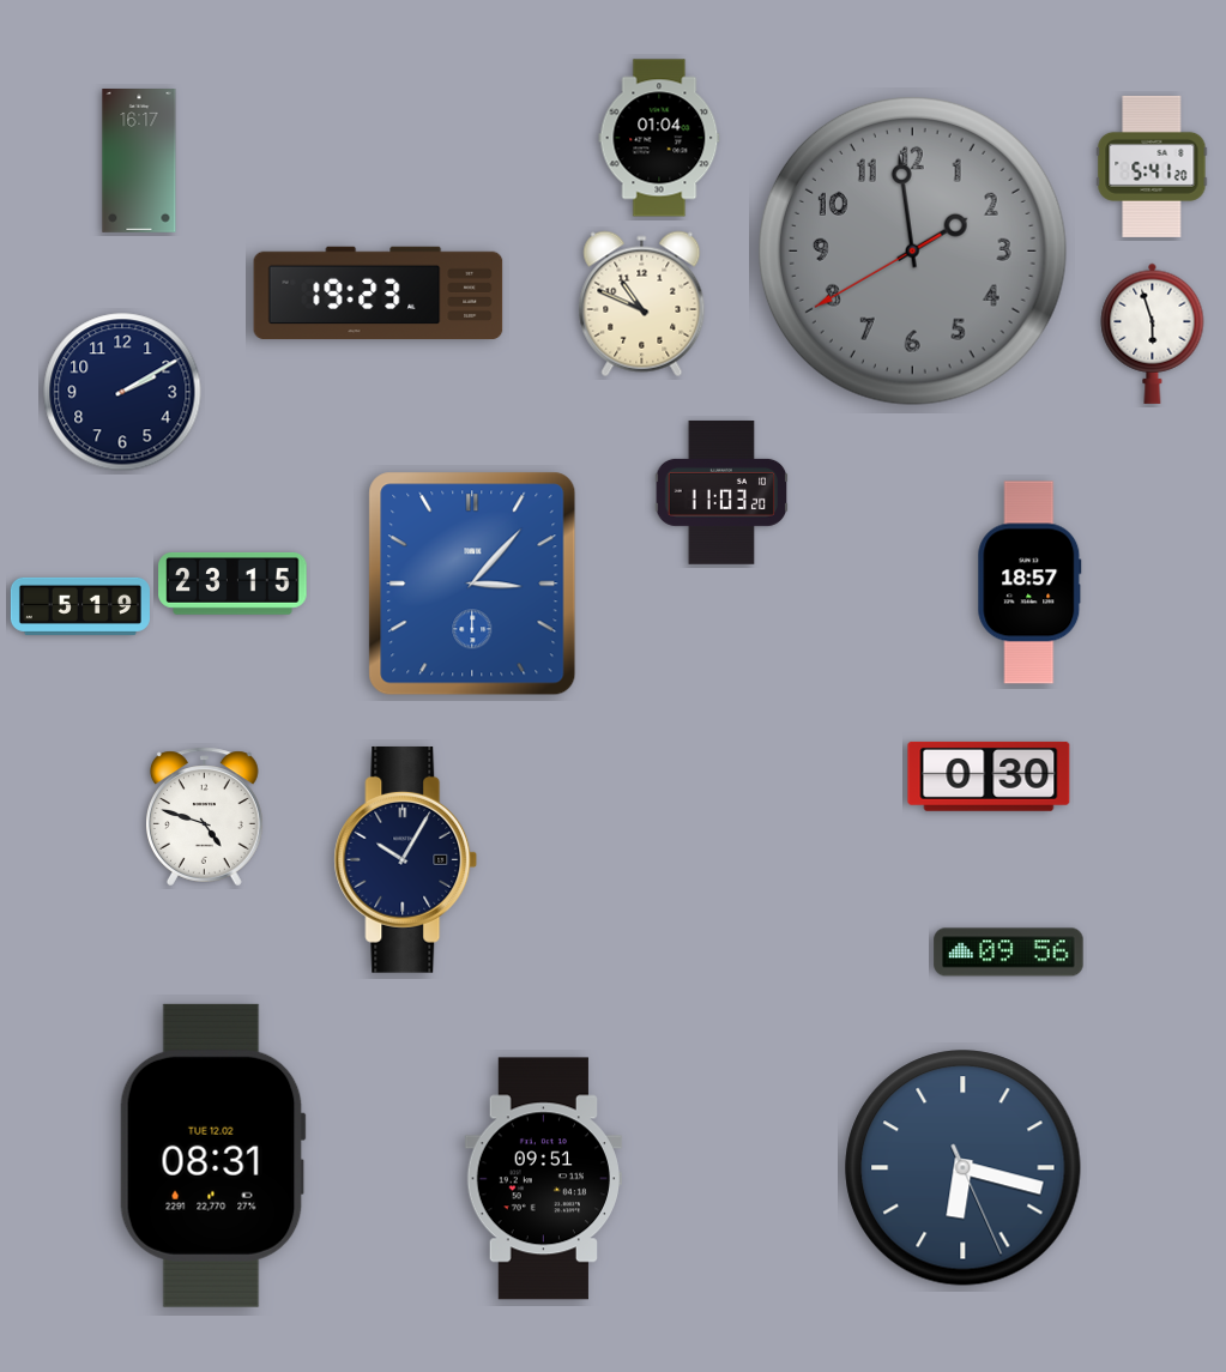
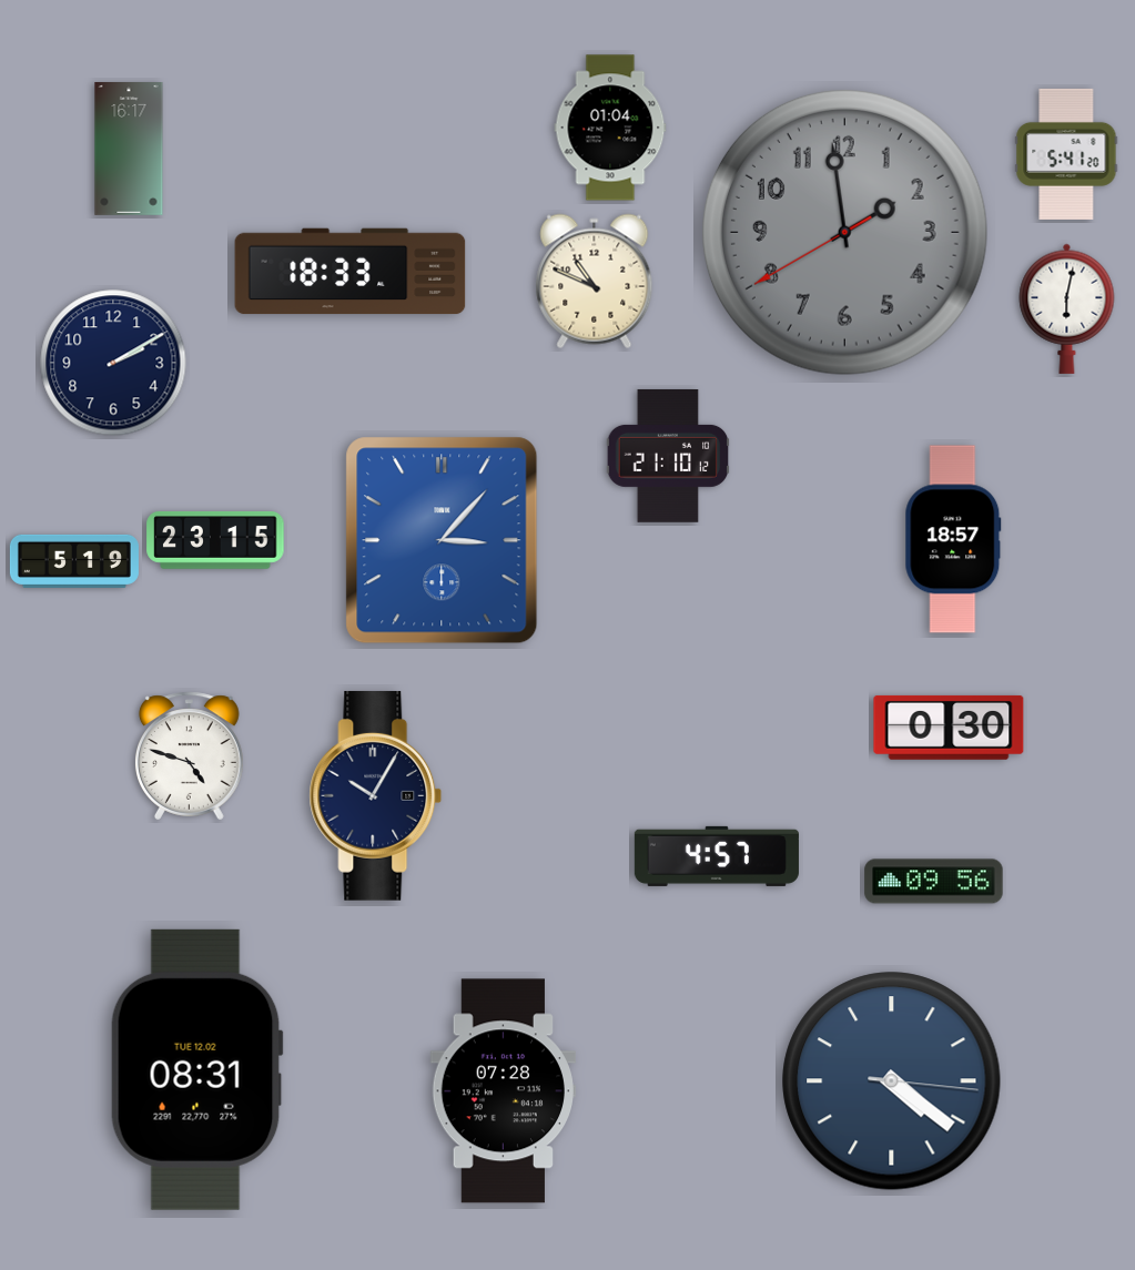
clock at (379, 294): 19:23 -> 18:33
clock at (1153, 333): 5:57 -> 6:02
clock at (721, 492): 11:03 -> 21:10
clock at (472, 584) position: (472, 584) -> (442, 540)
clock at (989, 776) position: (989, 776) -> (949, 728)
clock at (717, 856): none -> 4:57
clock at (964, 1168): 6:17 -> 4:21
clock at (543, 1179): 09:51 -> 07:28
